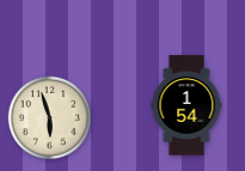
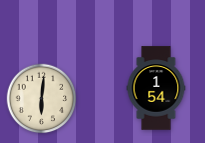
clock at (50, 118): 5:57 -> 6:01
